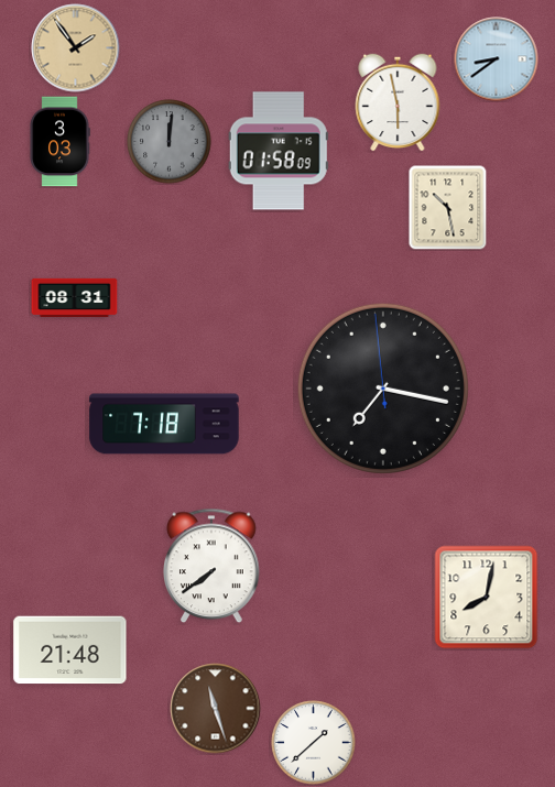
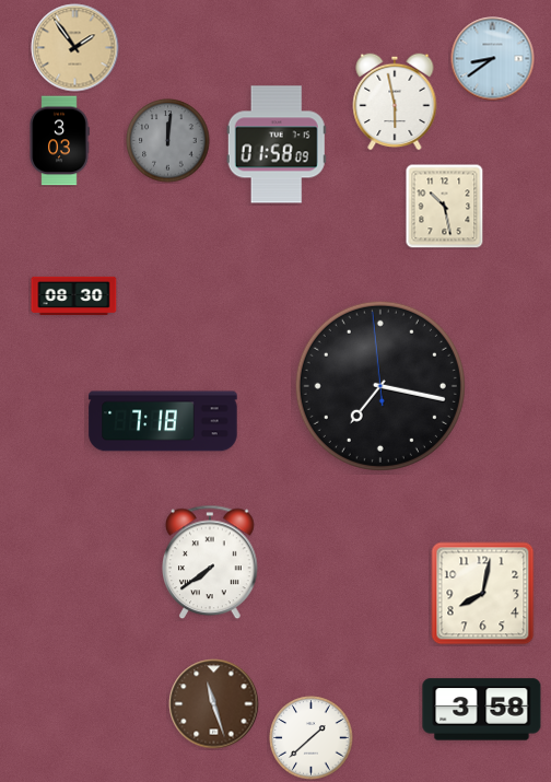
clock at (279, 151) position: (279, 151) -> (277, 144)
clock at (75, 297): 08:31 -> 08:30
clock at (70, 651): 21:48 -> none
clock at (482, 710): none -> 3:58
